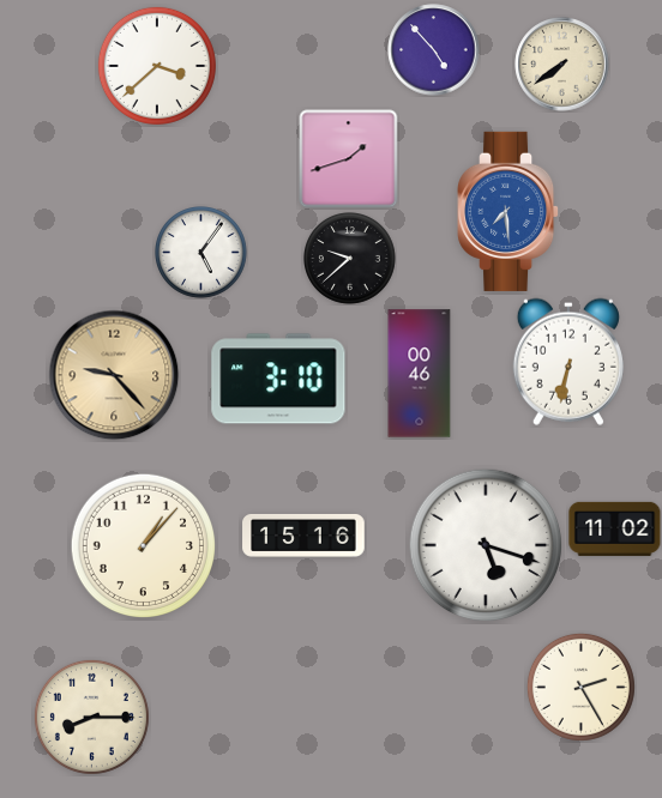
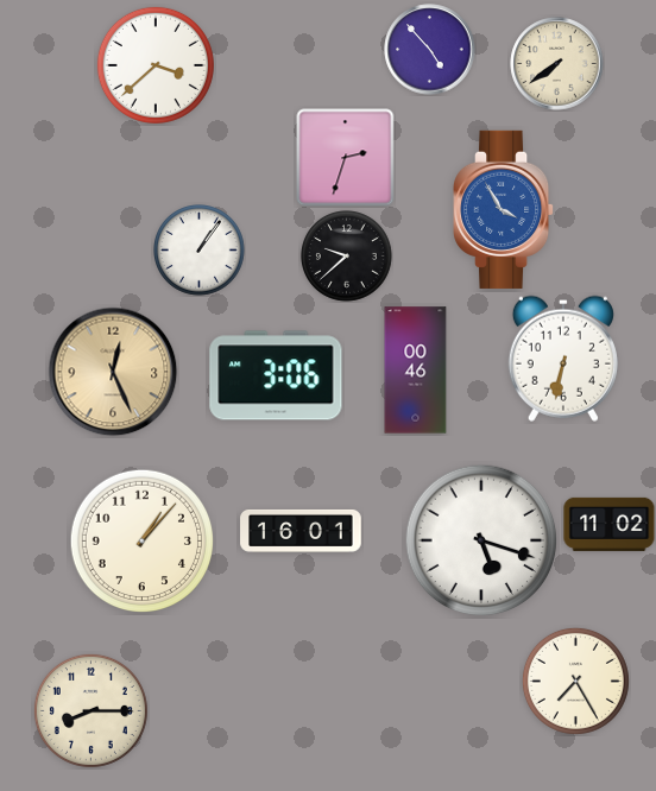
clock at (349, 159): 1:42 -> 2:33
clock at (510, 211): 7:29 -> 3:55
clock at (201, 253): 5:06 -> 1:06
clock at (114, 375): 9:23 -> 12:26
clock at (278, 379): 3:10 -> 3:06
clock at (303, 536): 15:16 -> 16:01
clock at (580, 687): 2:25 -> 7:25
